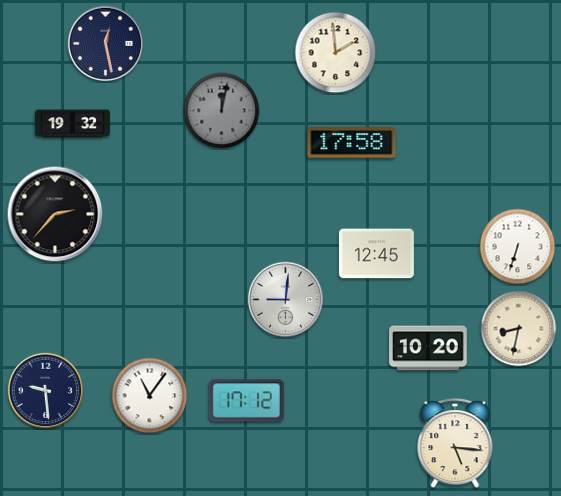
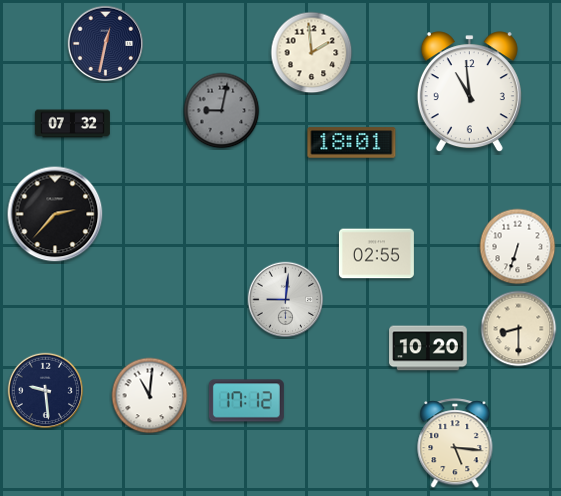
clock at (106, 44): 12:28 -> 12:32
clock at (336, 53) position: (336, 53) -> (312, 53)
clock at (469, 92): none -> 10:59
clock at (222, 111): 12:02 -> 9:02
clock at (73, 124): 19:32 -> 07:32
clock at (352, 143): 17:58 -> 18:01
clock at (376, 254): 12:45 -> 02:55
clock at (519, 329): 8:32 -> 8:30
clock at (150, 396): 11:06 -> 11:01
